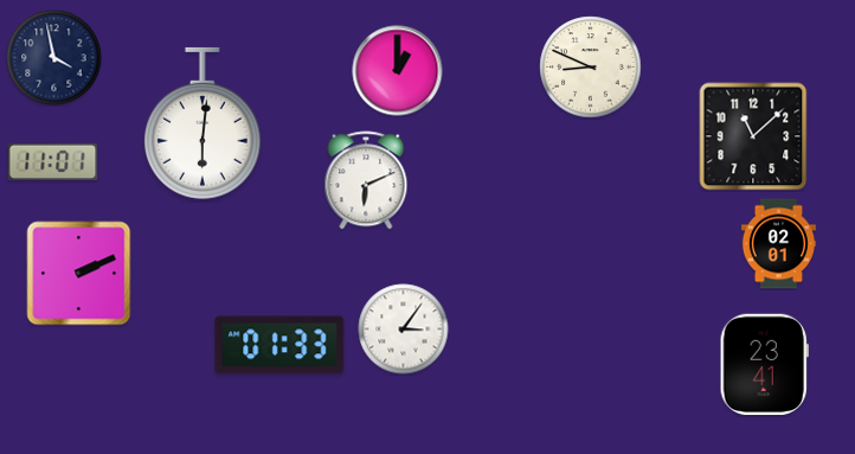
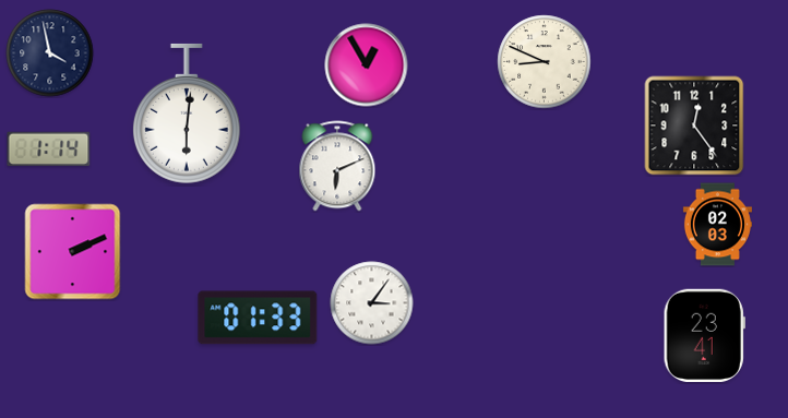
clock at (398, 71): 1:00 -> 12:55
clock at (753, 136): 11:08 -> 12:24
clock at (53, 162): 11:01 -> 1:14
clock at (778, 244): 02:01 -> 02:03
